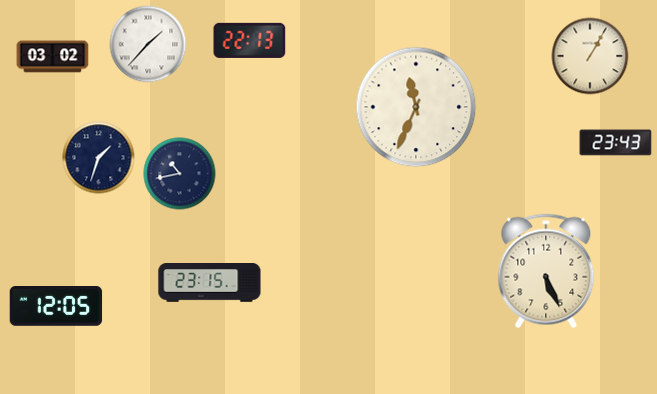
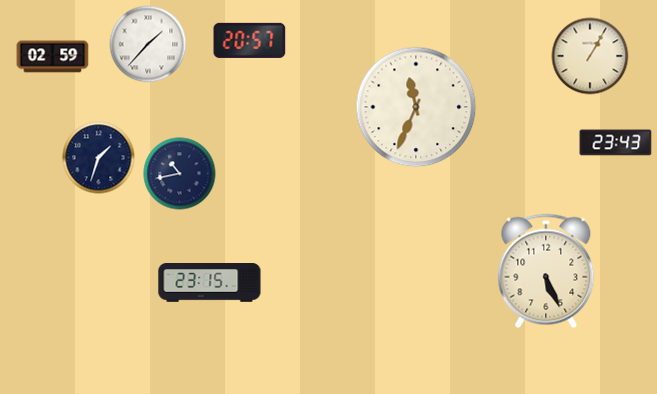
clock at (250, 40): 22:13 -> 20:57
clock at (53, 57): 03:02 -> 02:59
clock at (56, 307): 12:05 -> none
